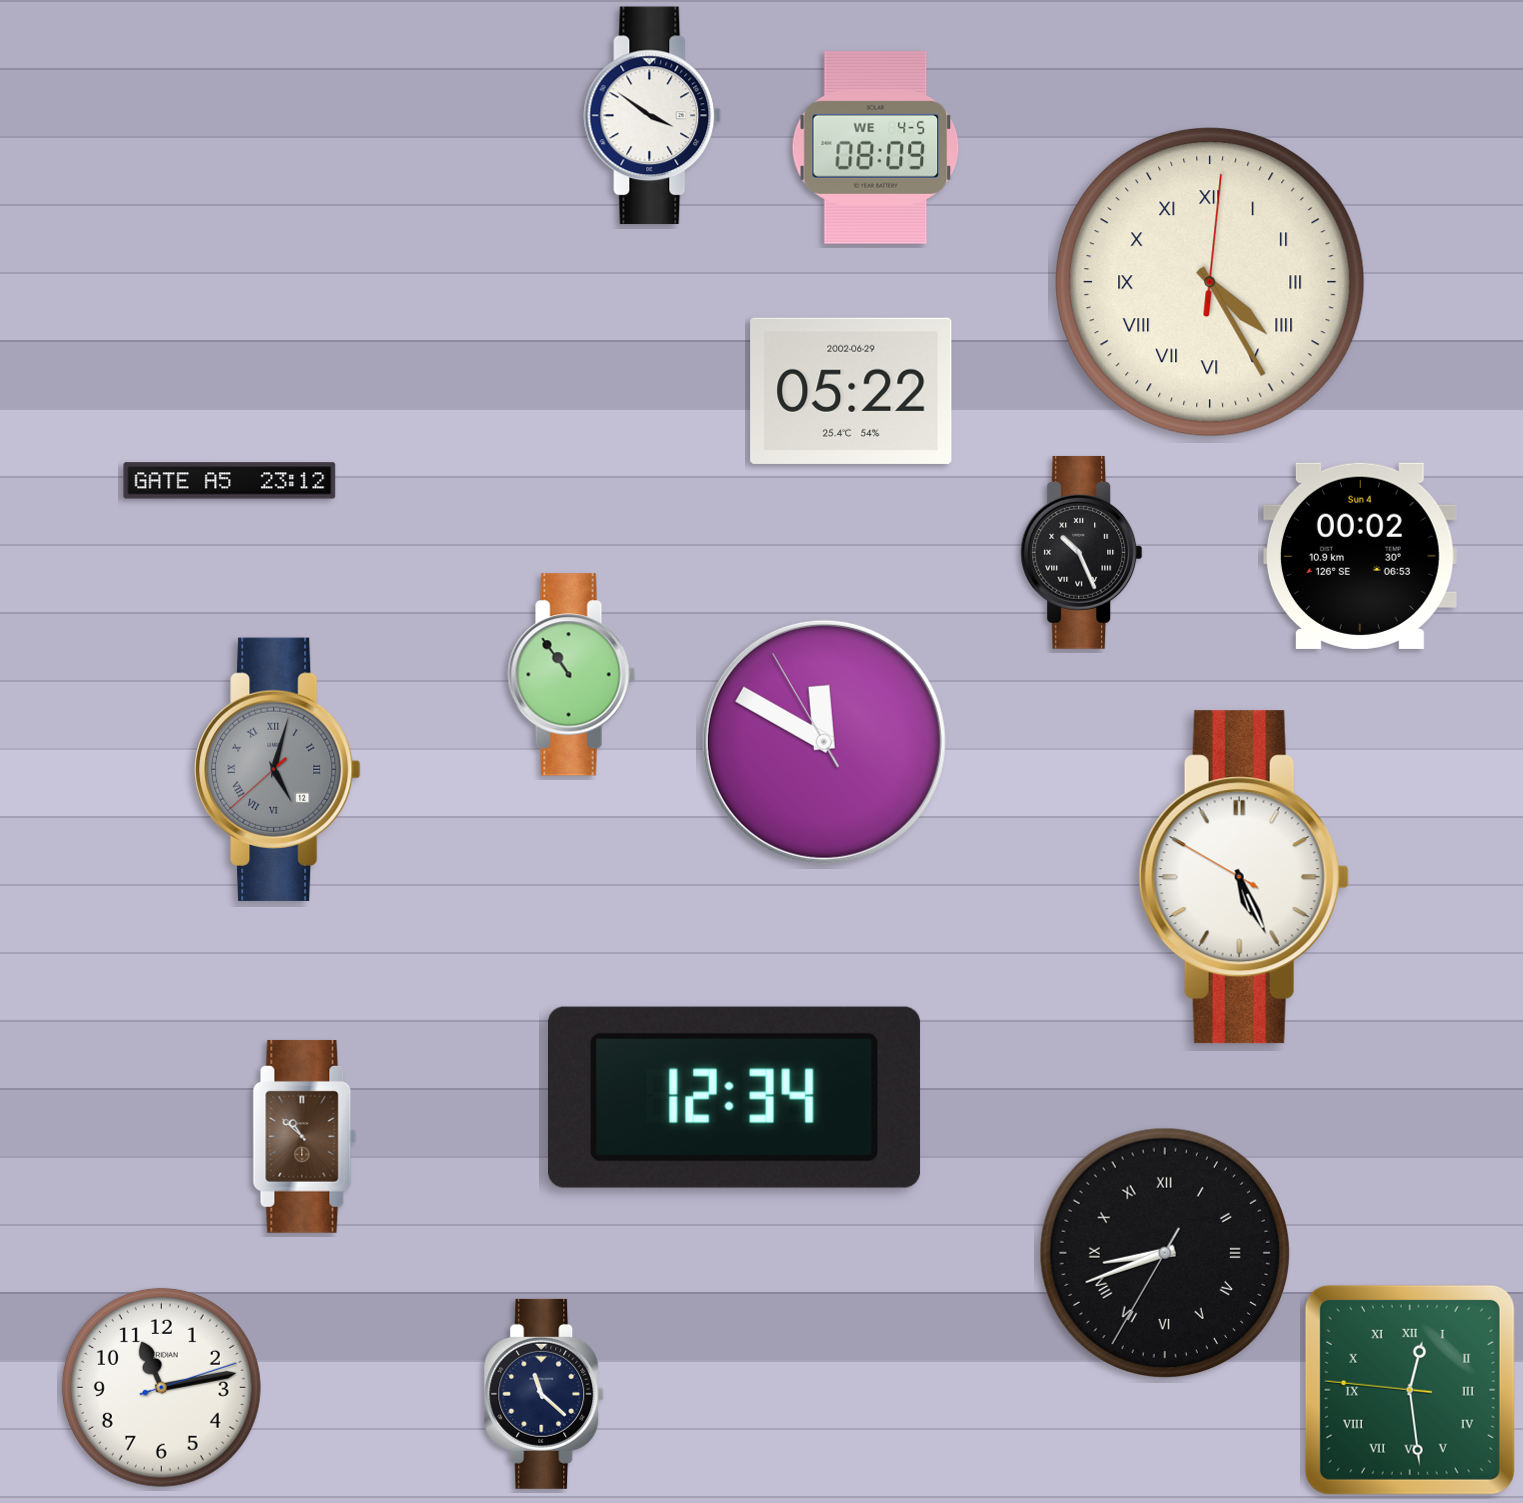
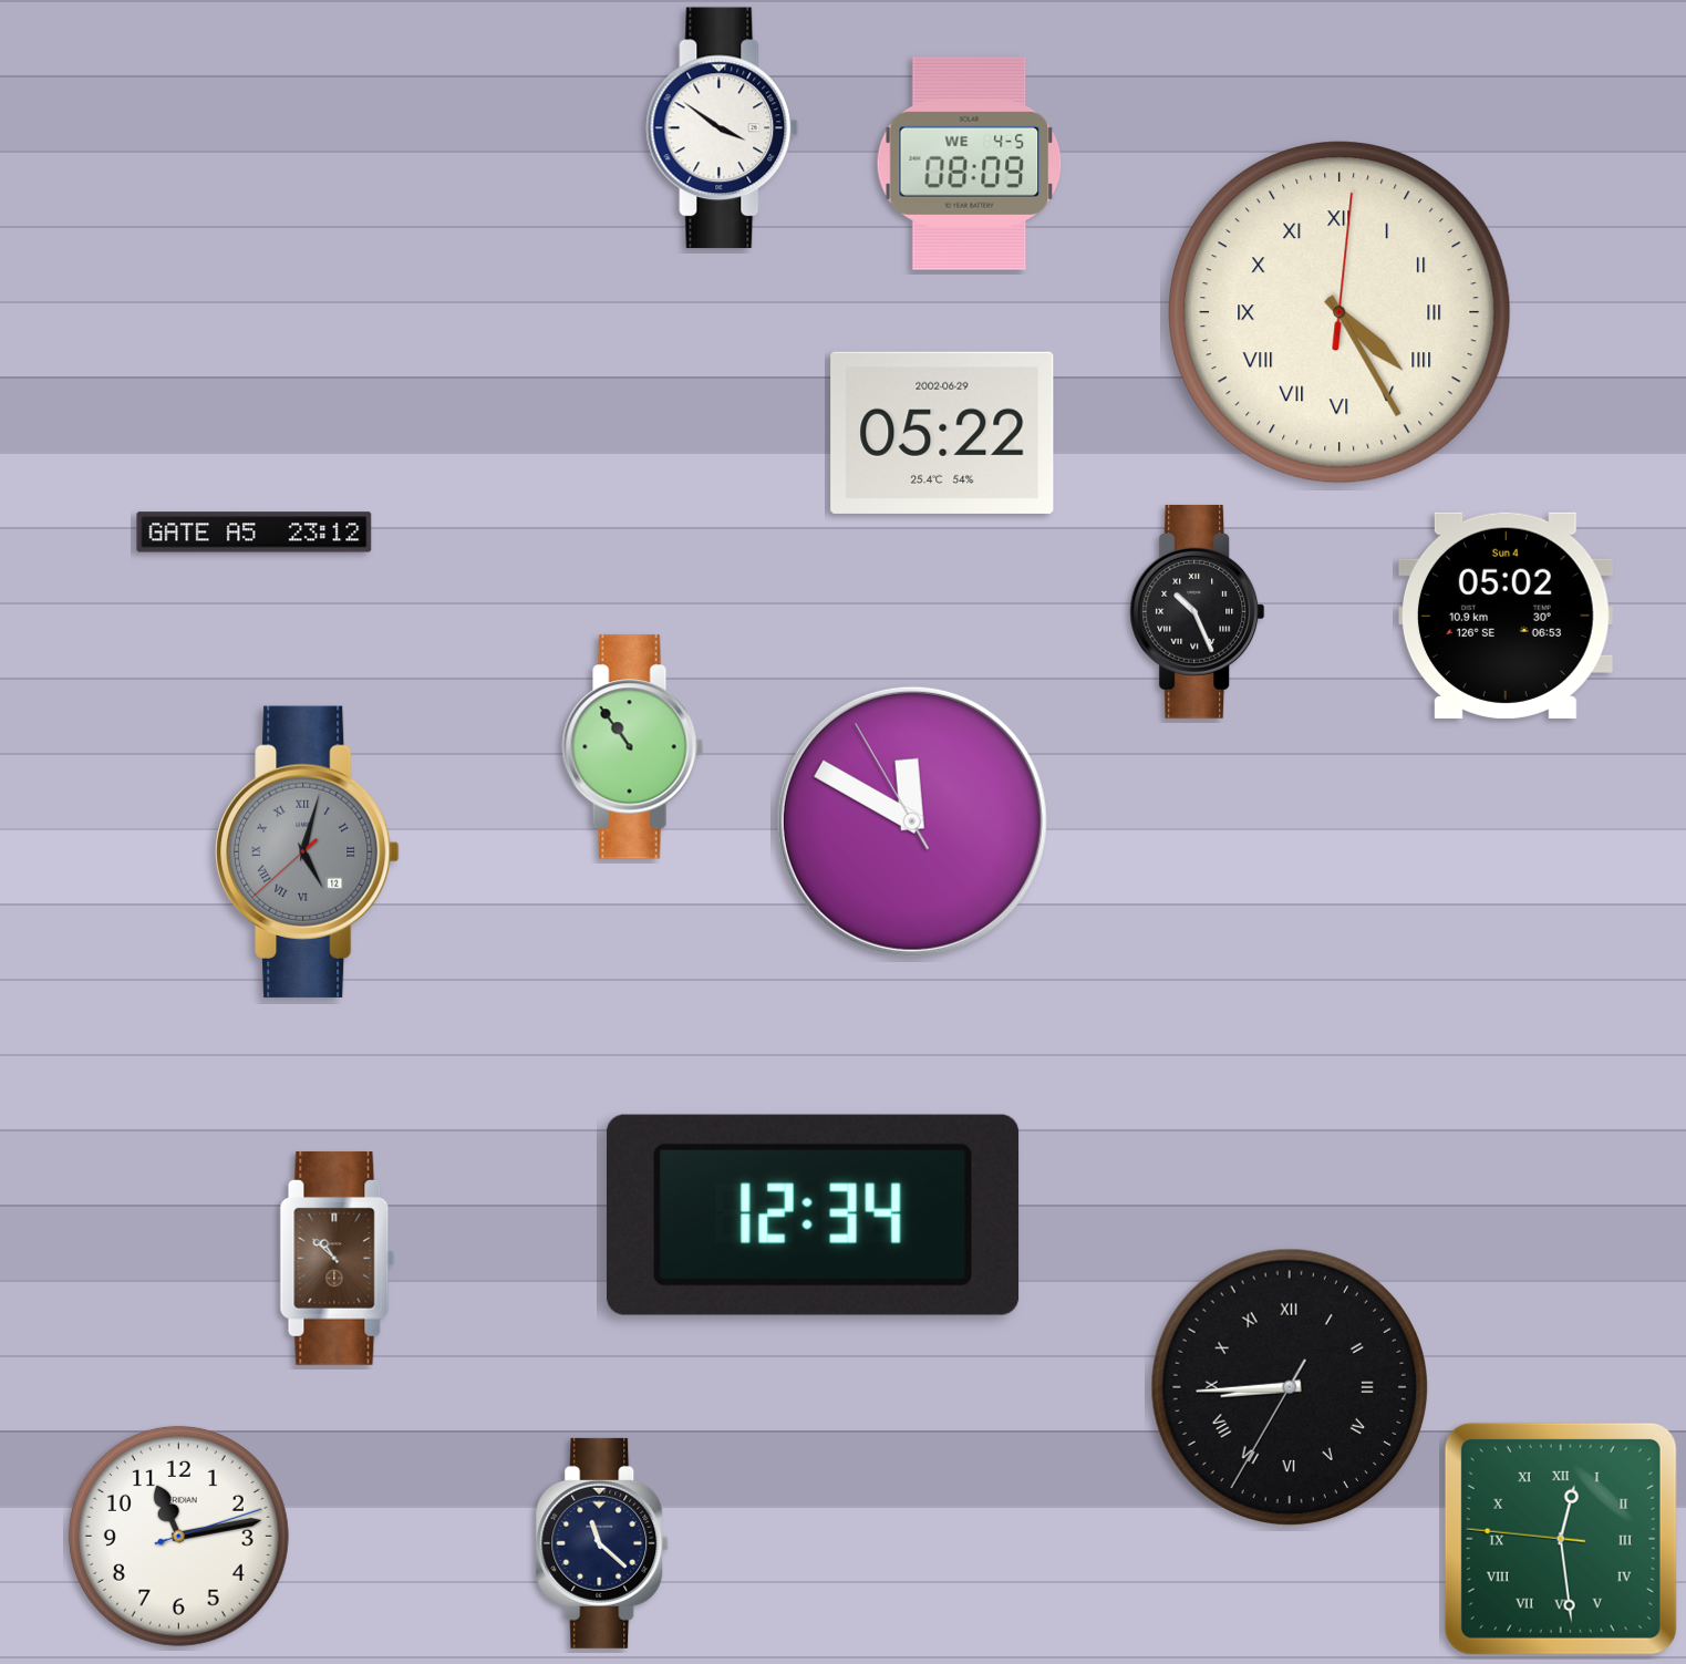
clock at (1360, 556): 00:02 -> 05:02
clock at (1244, 877): 5:25 -> none
clock at (1165, 1253): 8:41 -> 8:44
